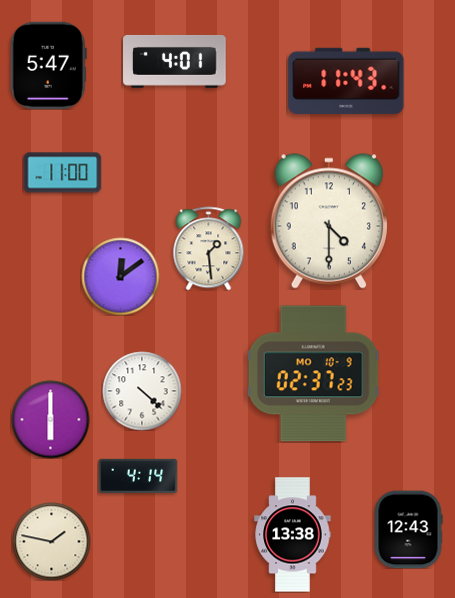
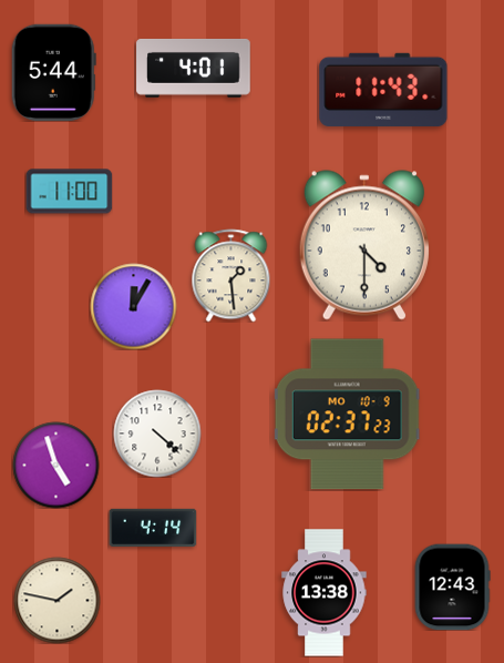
clock at (48, 65): 5:47 -> 5:44
clock at (120, 276): 12:09 -> 12:05
clock at (50, 419): 6:00 -> 4:57
